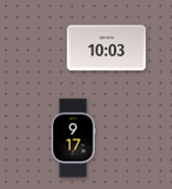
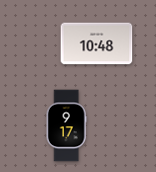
clock at (107, 48): 10:03 -> 10:48
